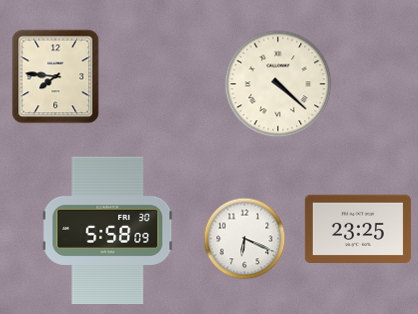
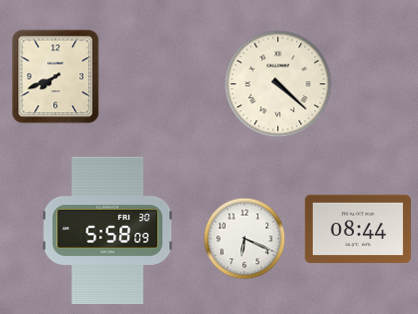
clock at (56, 77): 7:46 -> 7:41
clock at (358, 229): 23:25 -> 08:44
